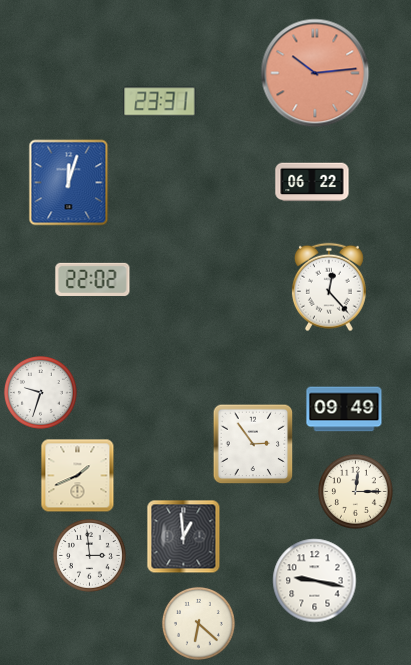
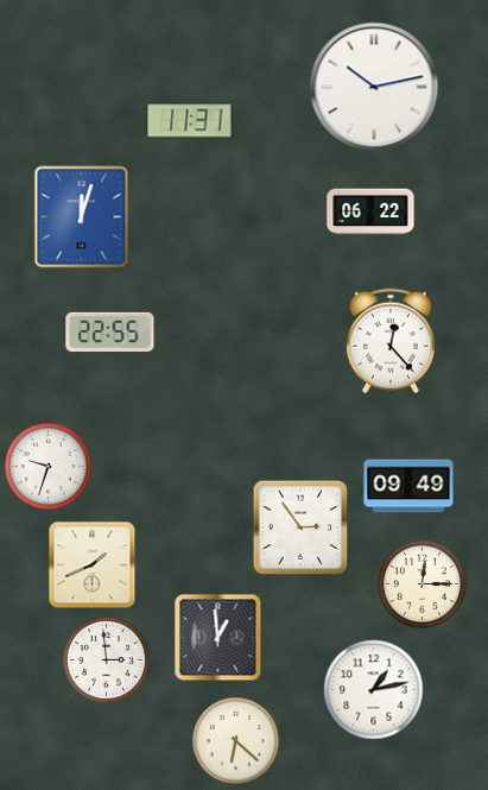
clock at (315, 73): 10:14 -> 10:13
clock at (315, 73) dial: salmon -> white
clock at (160, 102): 23:31 -> 11:31
clock at (312, 182) position: (312, 182) -> (370, 211)
clock at (93, 279): 22:02 -> 22:55
clock at (315, 581): 9:17 -> 1:13
